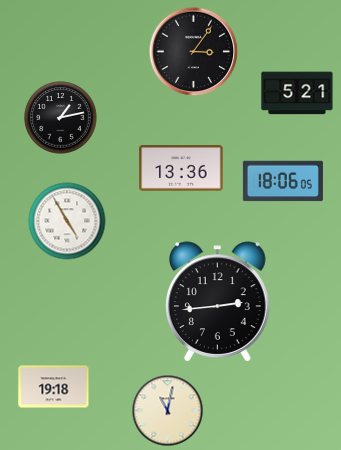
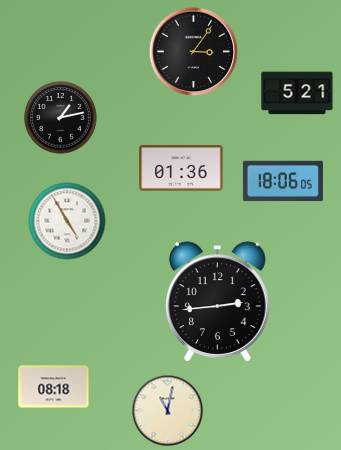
clock at (181, 168): 13:36 -> 01:36
clock at (54, 387): 19:18 -> 08:18
